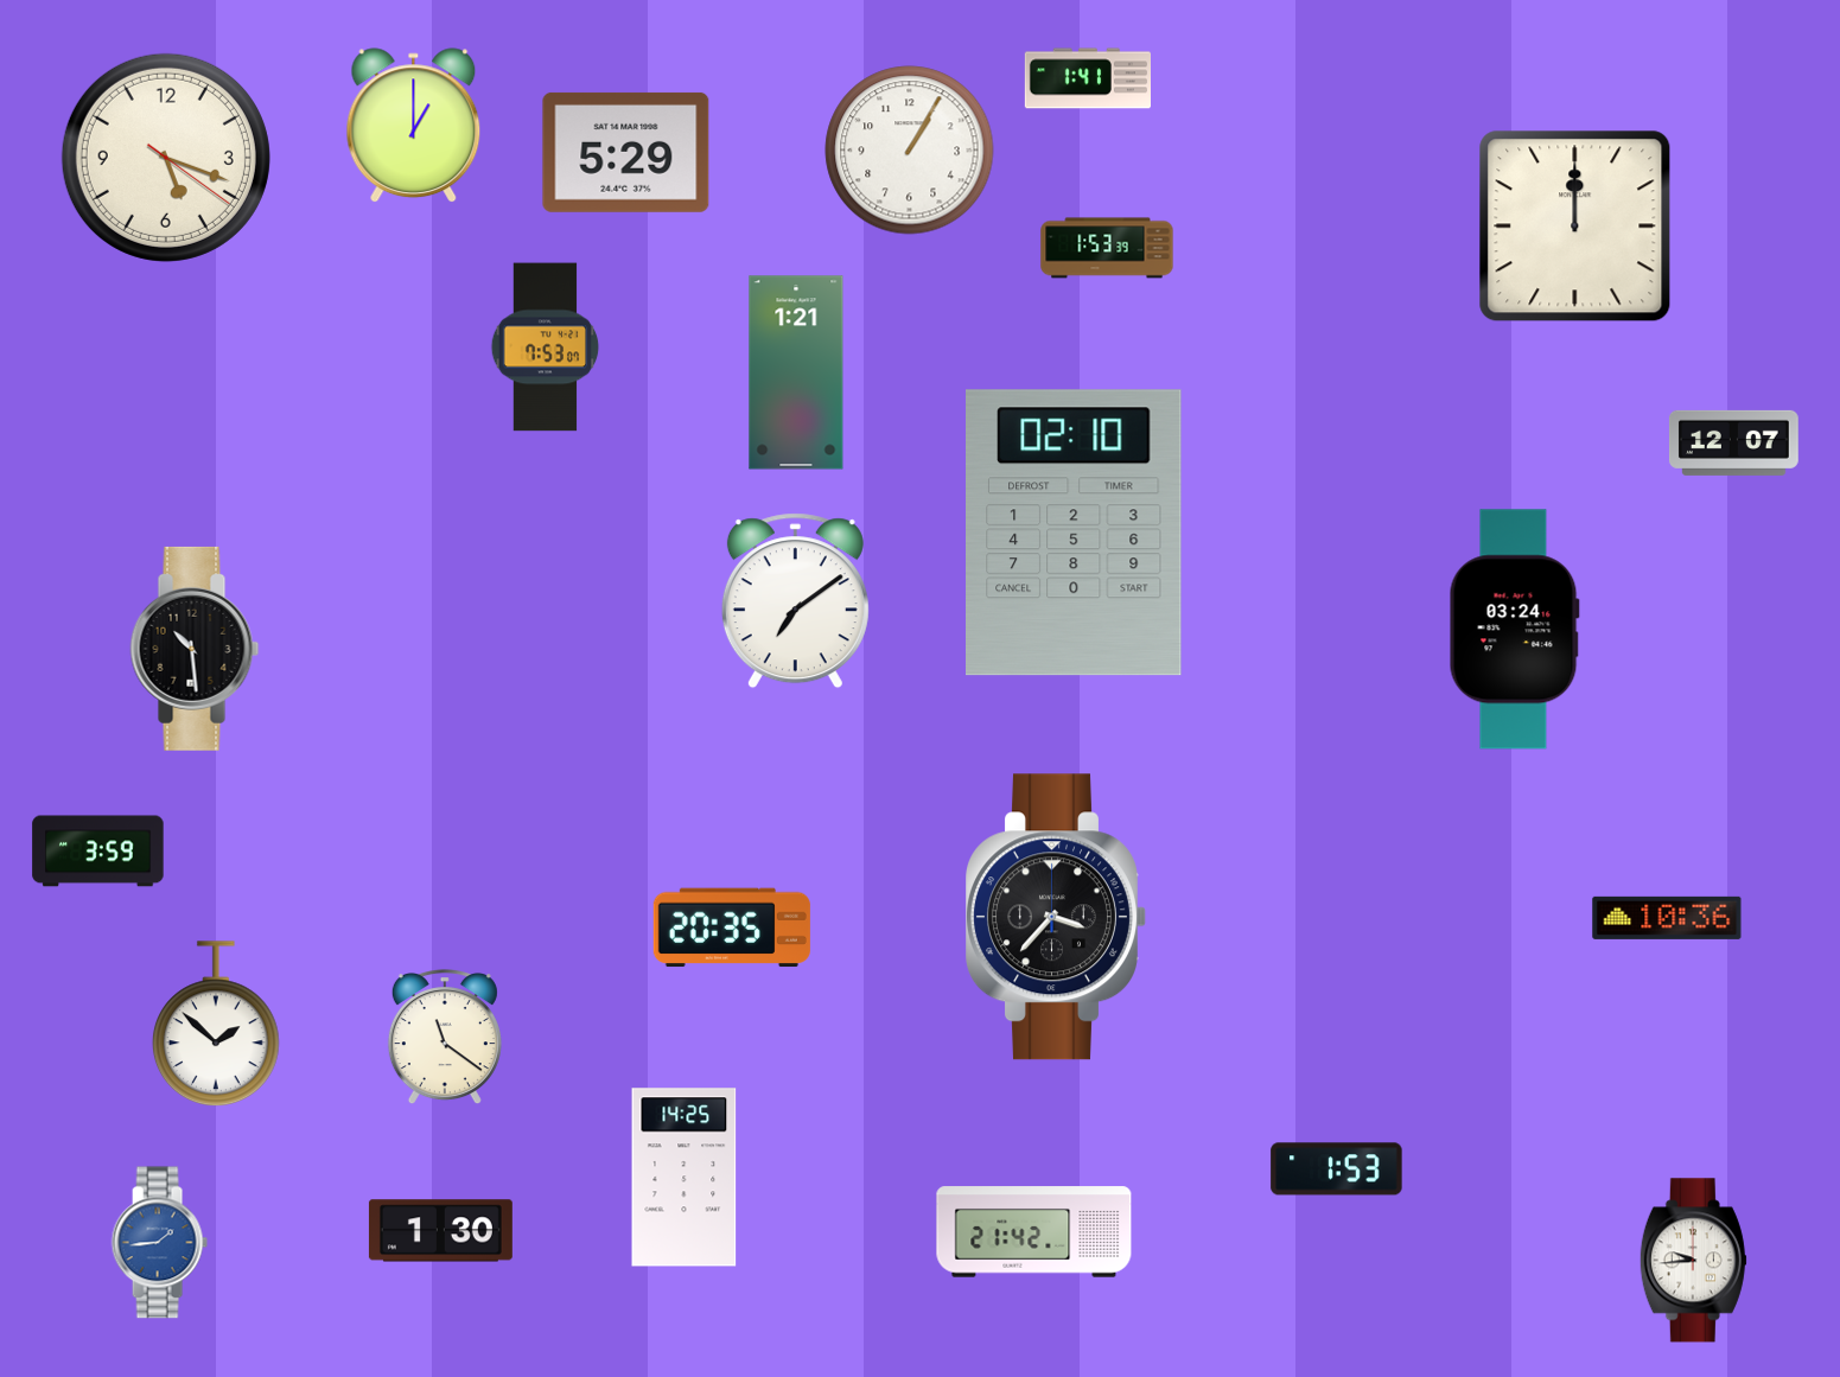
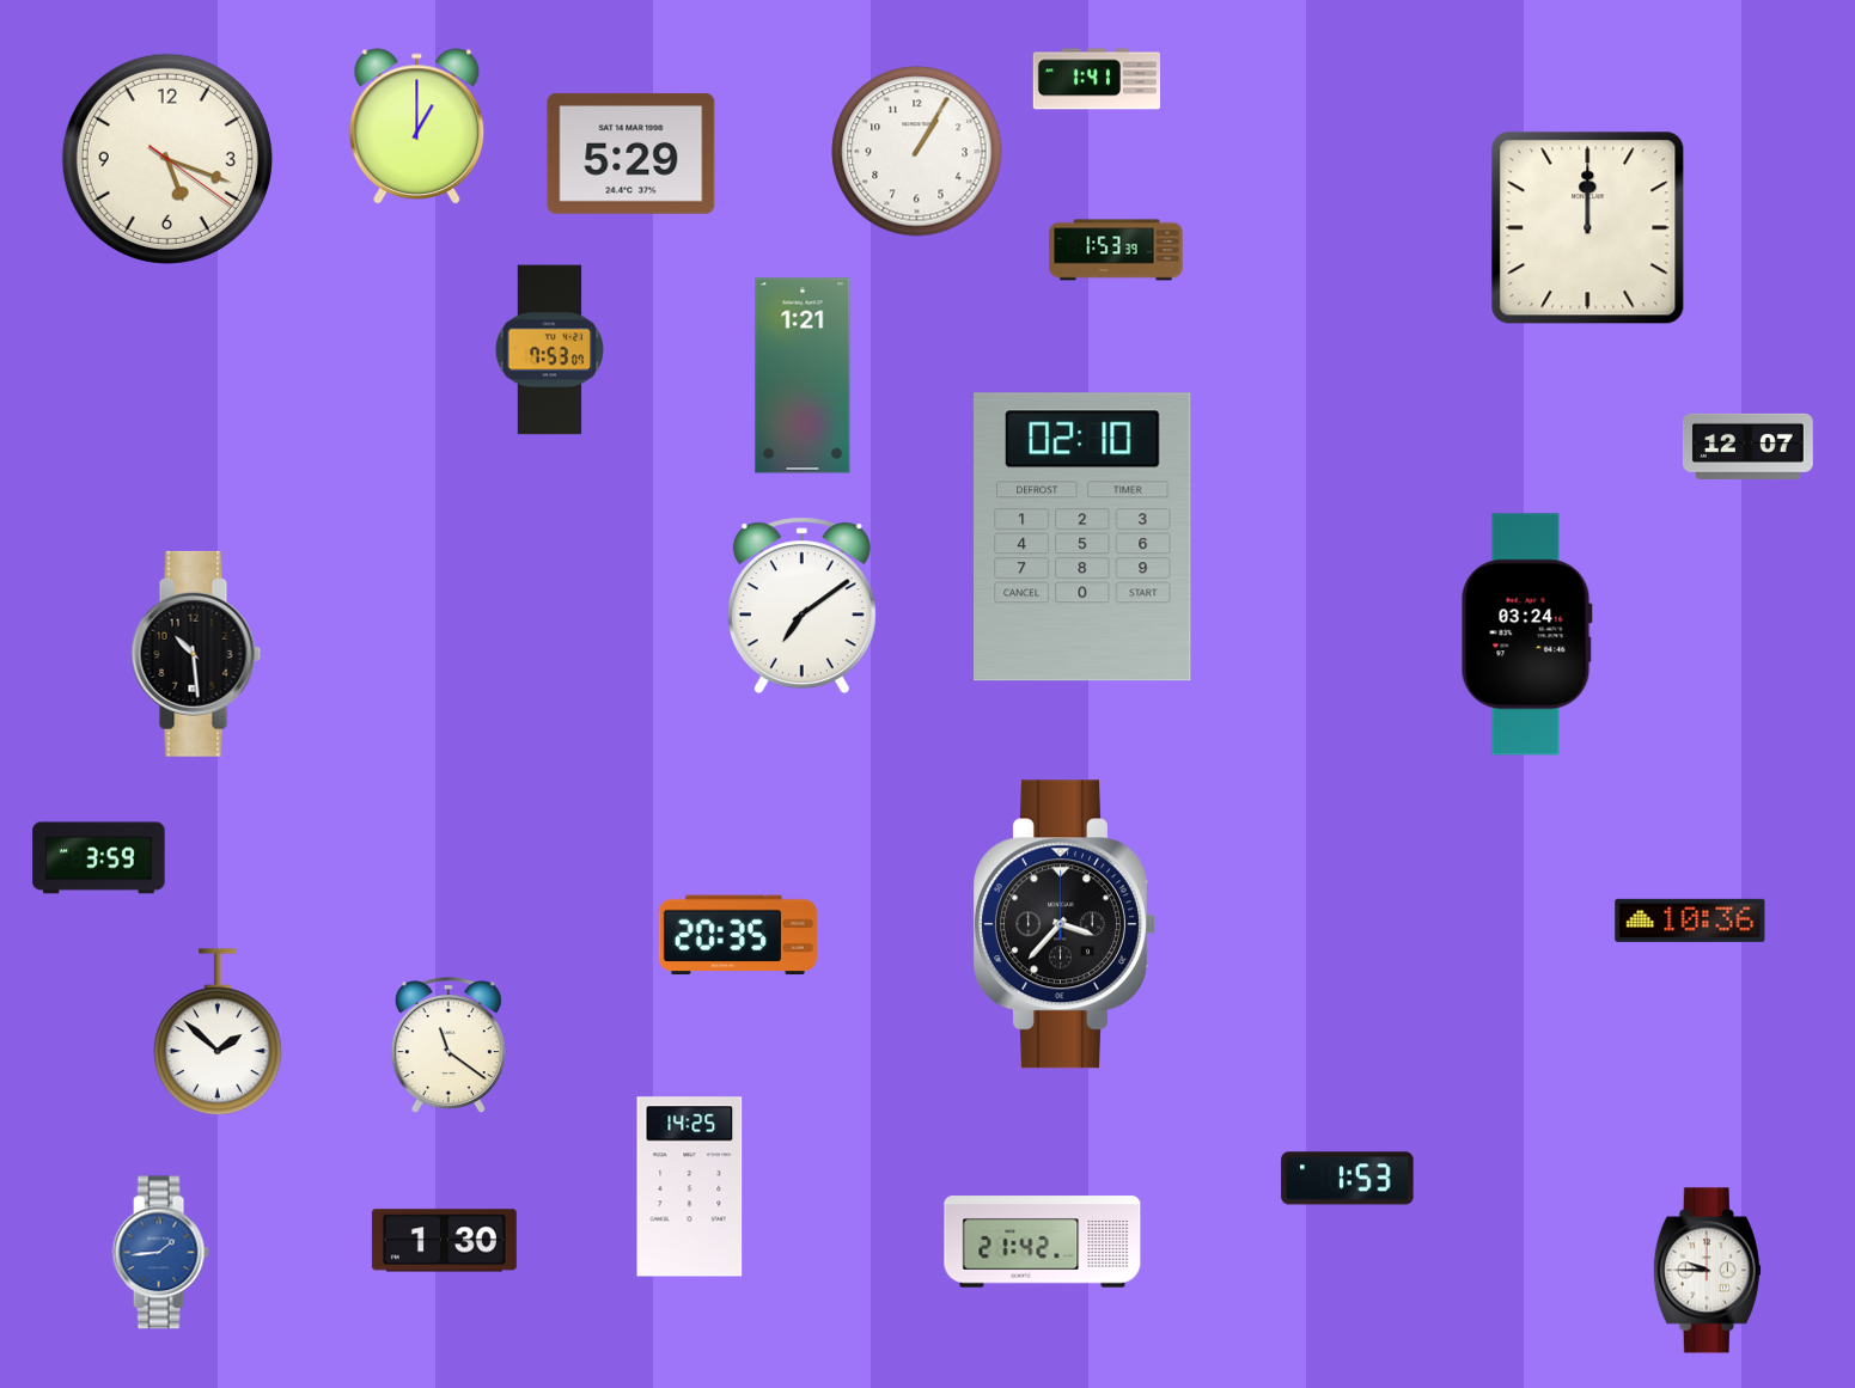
clock at (1667, 918) position: (1667, 918) -> (1690, 921)
clock at (1693, 1261): 9:44 -> 9:45
